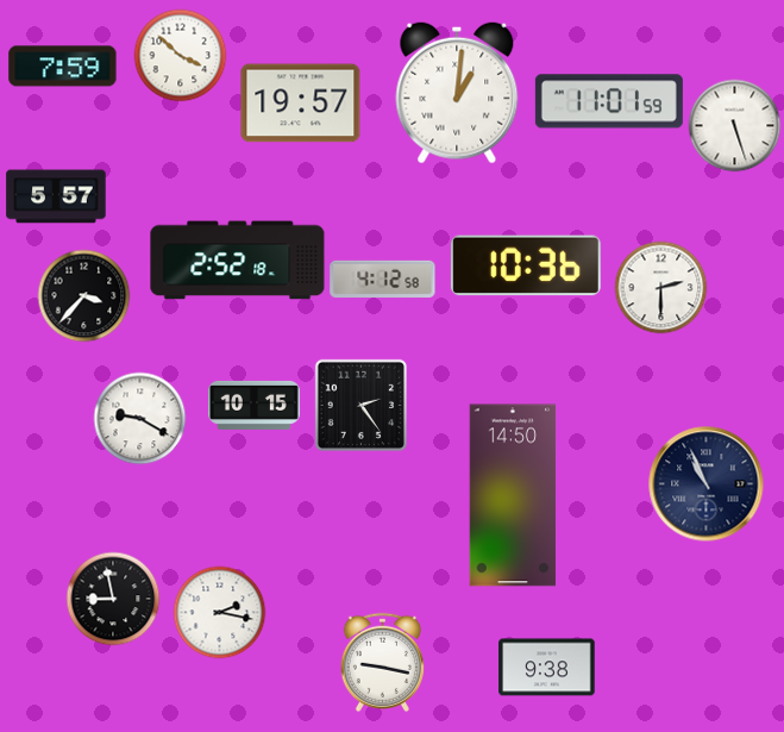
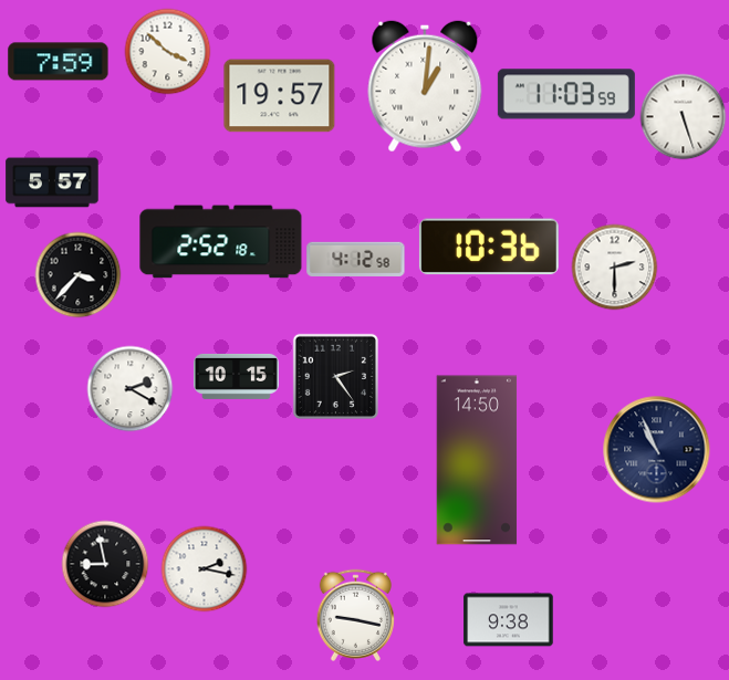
clock at (609, 101): 11:01 -> 11:03
clock at (139, 418): 9:20 -> 2:20
clock at (113, 599) position: (113, 599) -> (105, 564)
